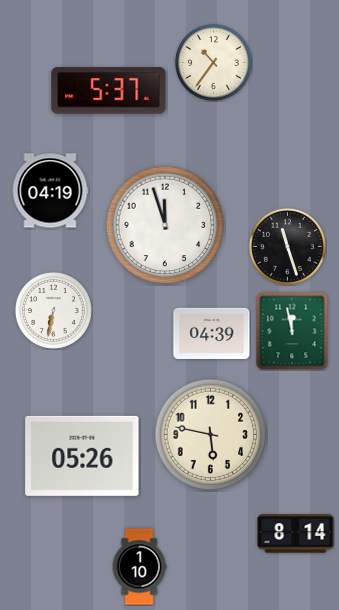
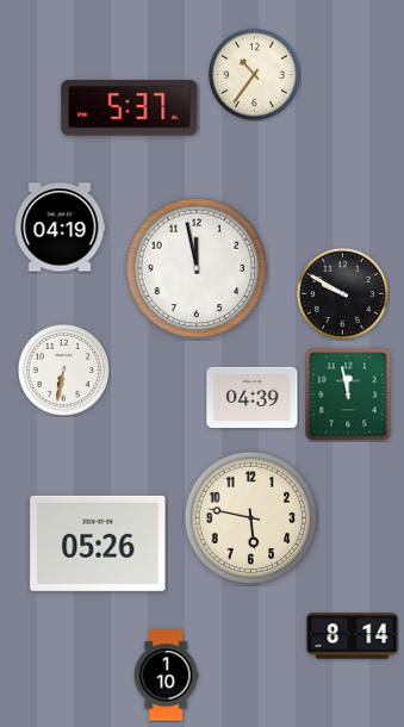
clock at (165, 225): 11:57 -> 11:58
clock at (287, 246): 11:27 -> 9:50
